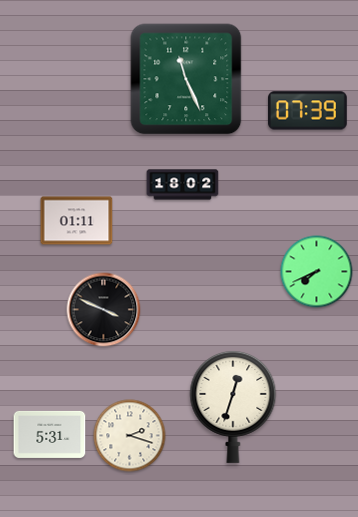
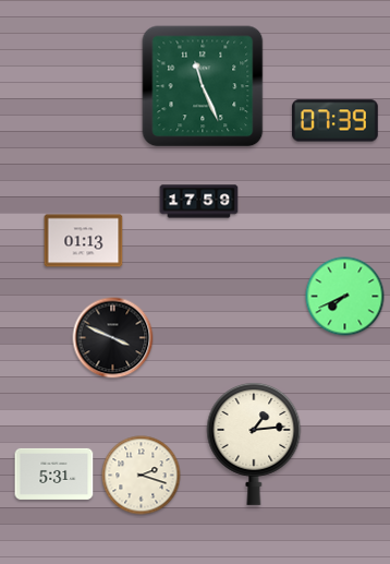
clock at (183, 185): 18:02 -> 17:59
clock at (77, 221): 01:11 -> 01:13
clock at (233, 406): 12:33 -> 1:14
